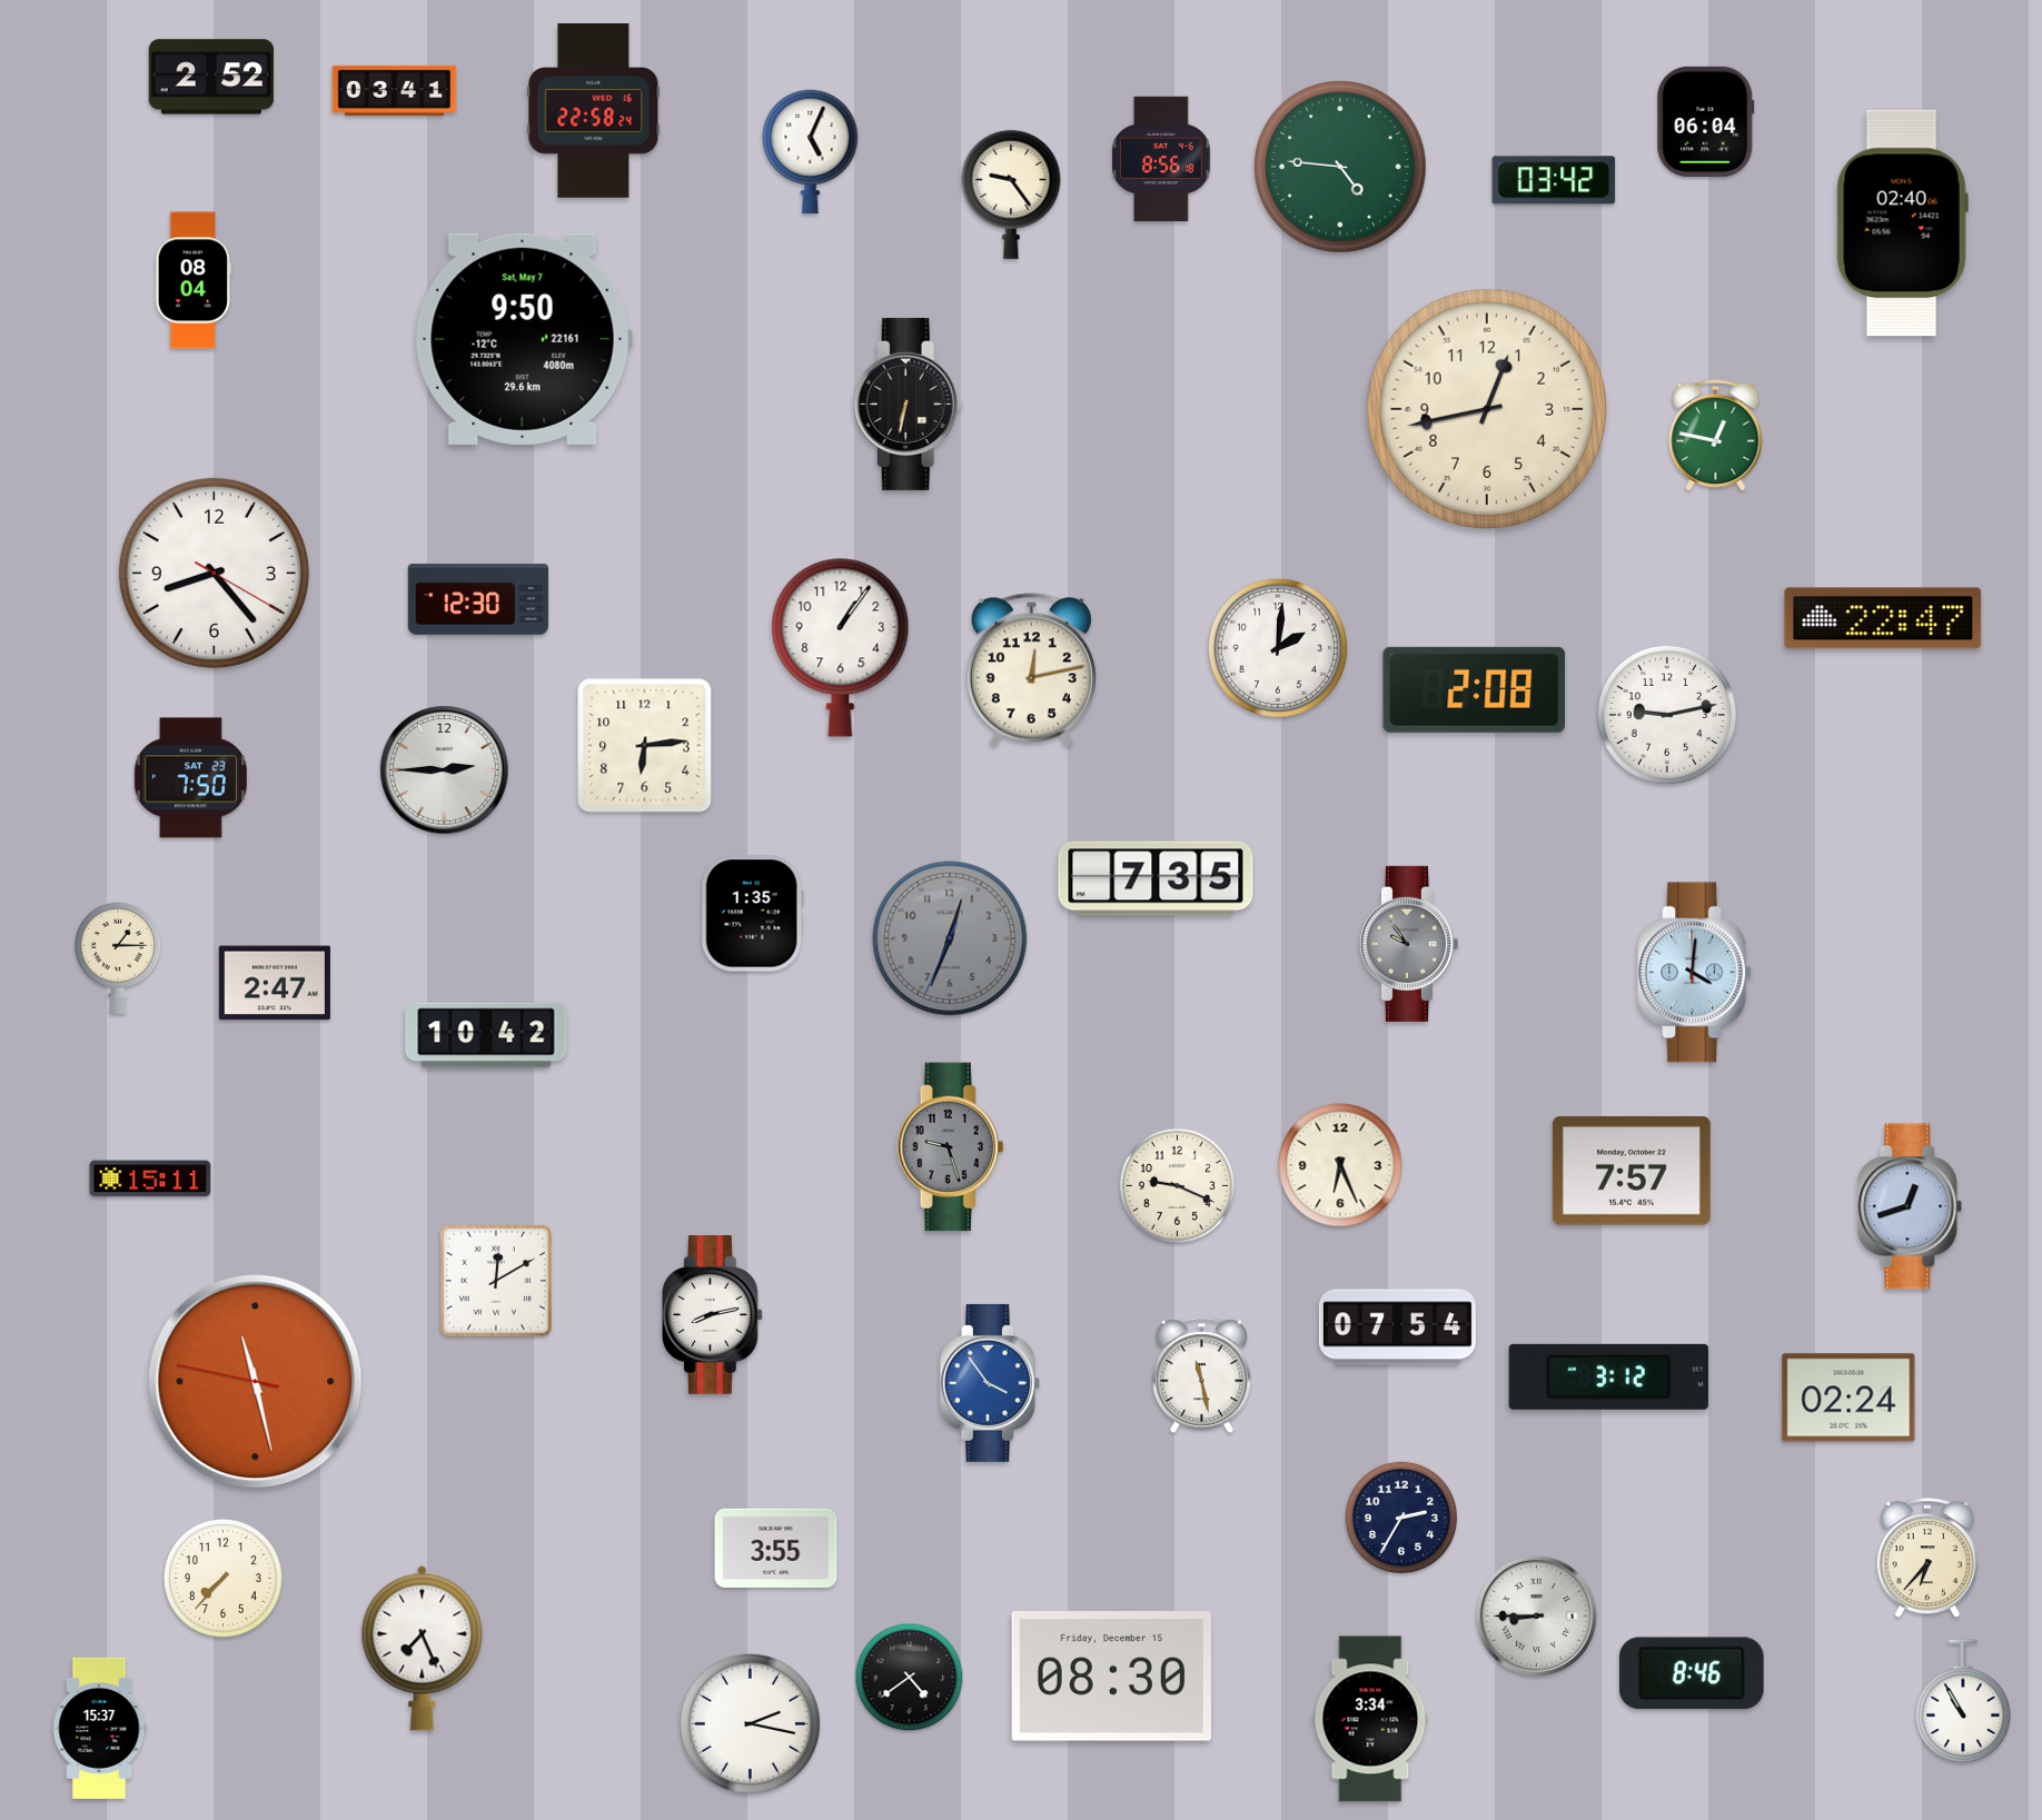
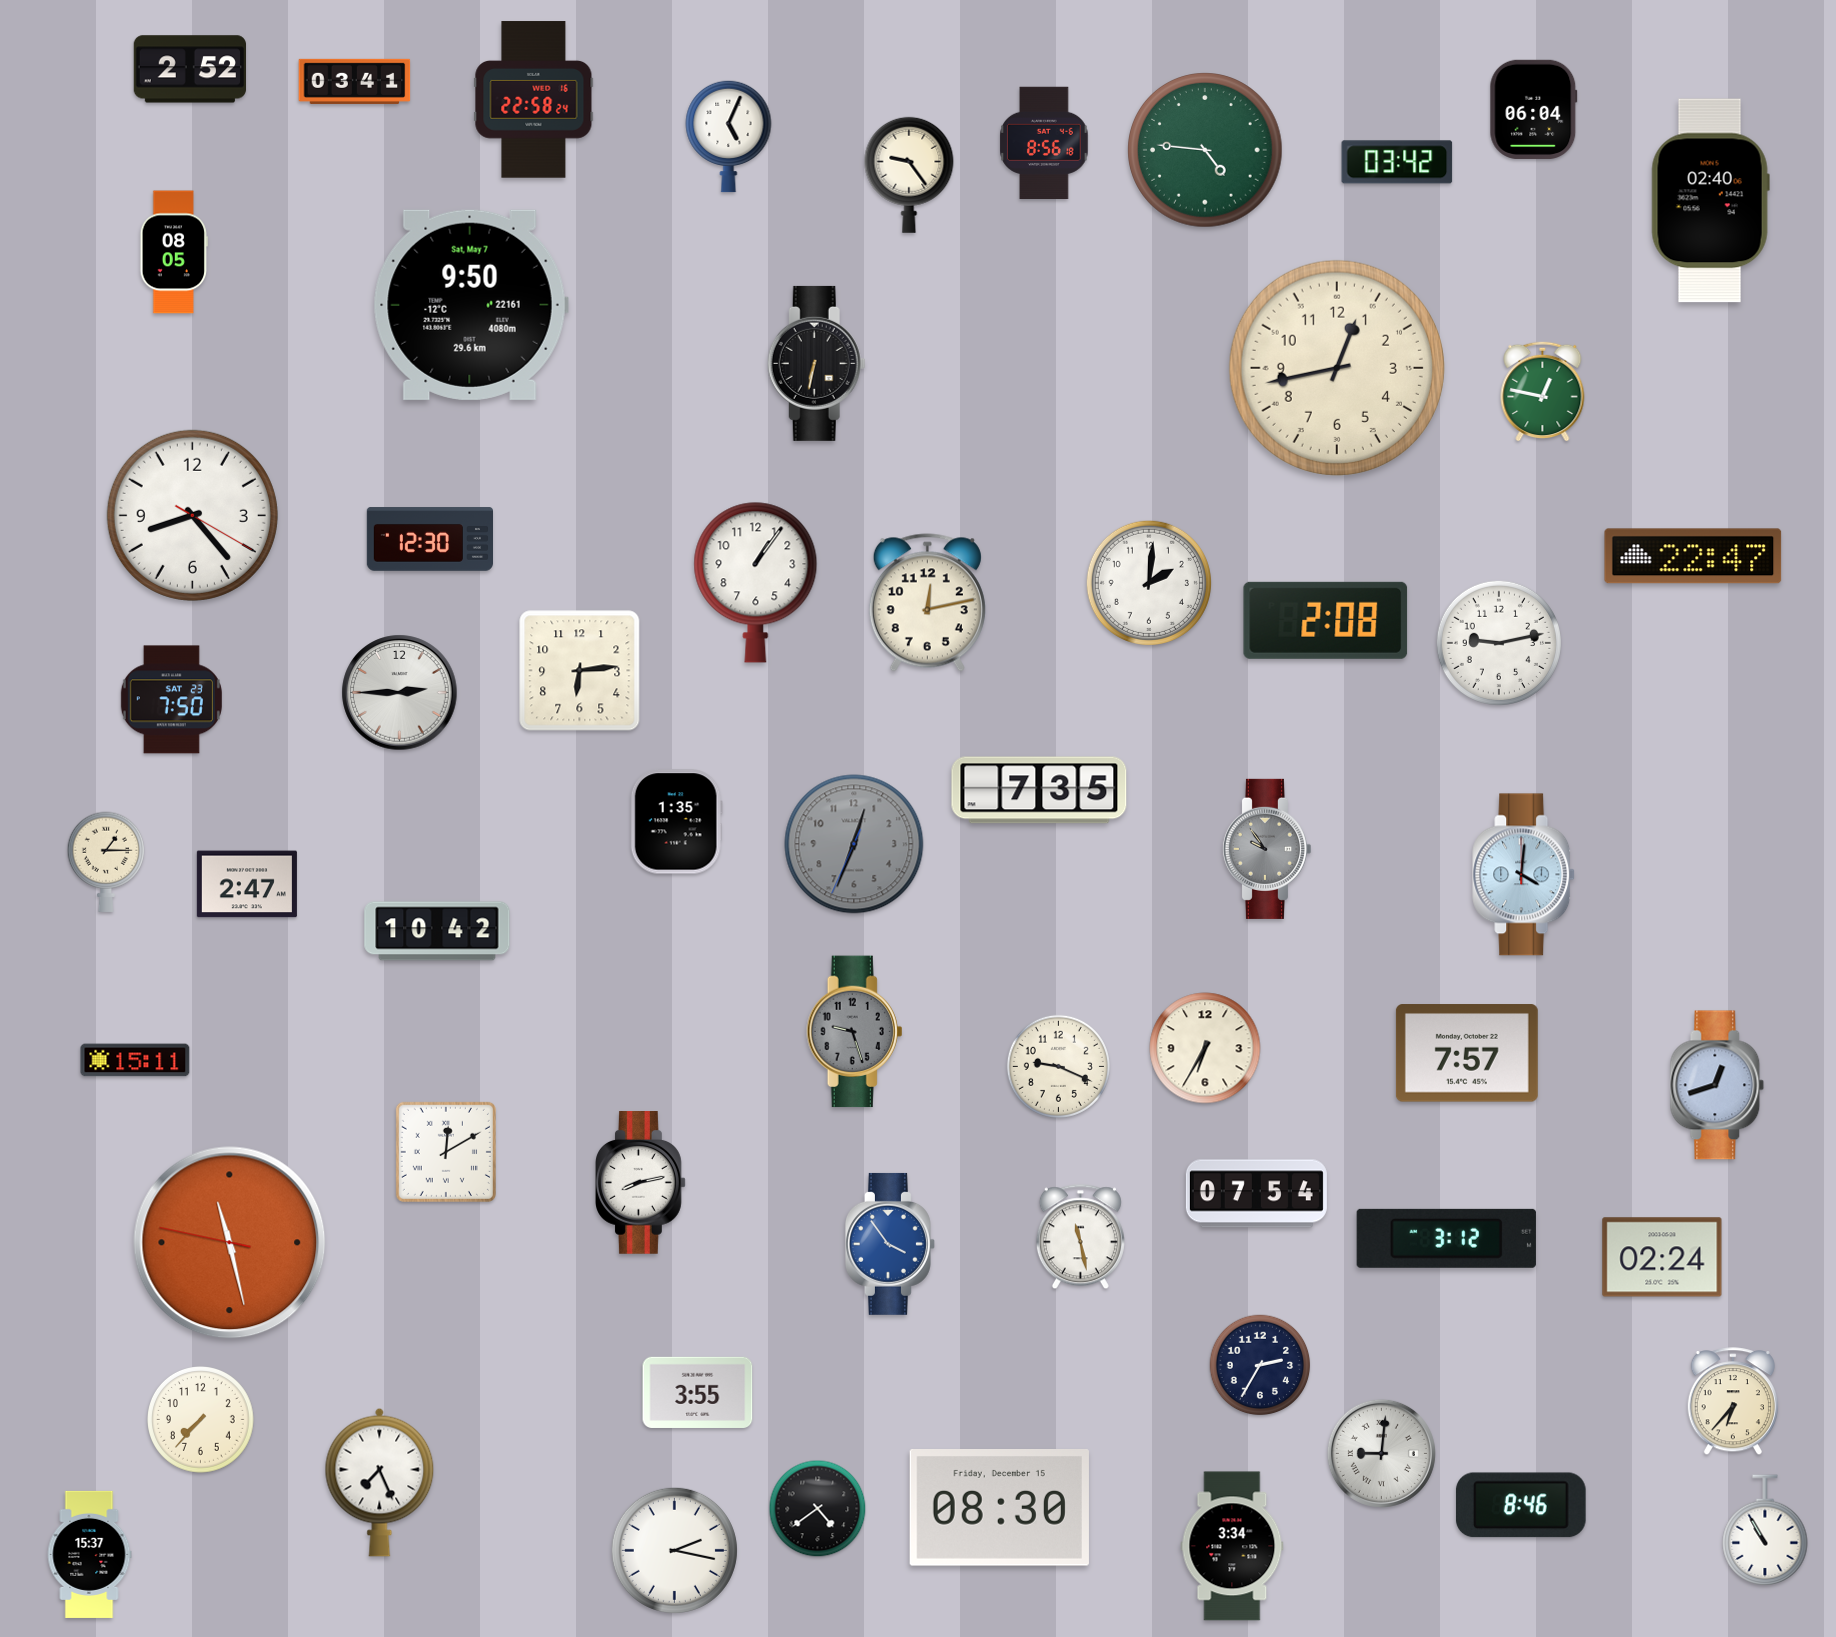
clock at (192, 280): 08:04 -> 08:05
clock at (1340, 1165): 6:26 -> 6:35
clock at (1536, 1615): 8:45 -> 9:01
